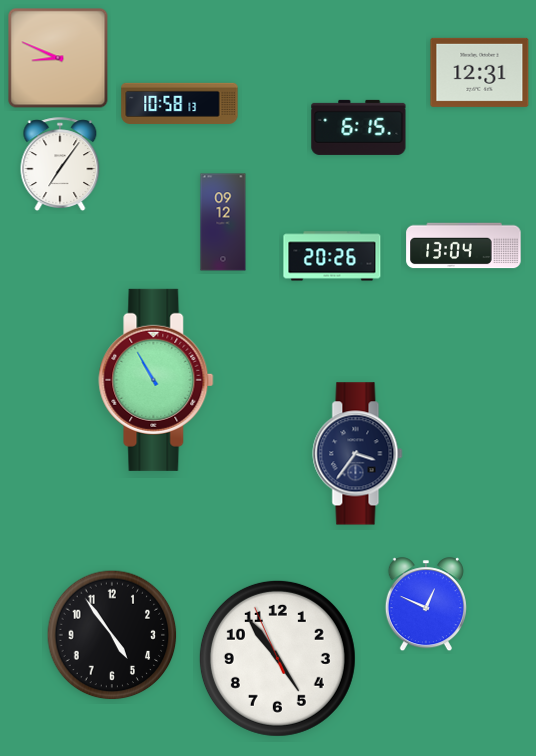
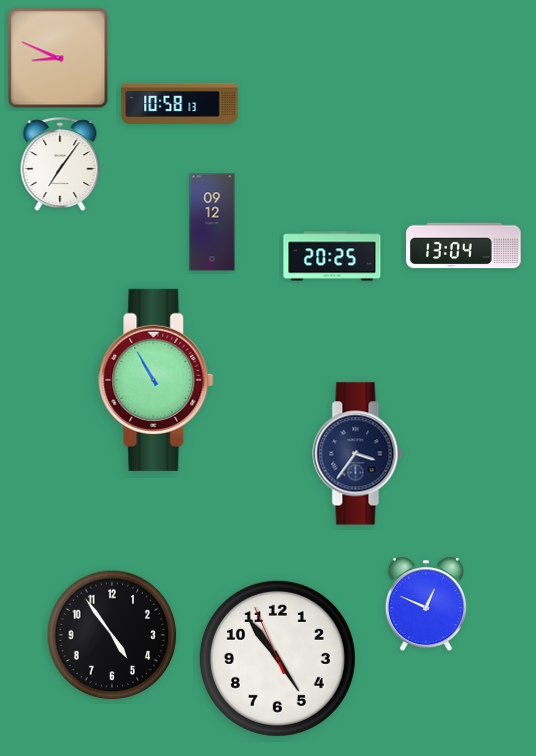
clock at (480, 72): 12:31 -> none
clock at (359, 127): 6:15 -> none
clock at (223, 222) position: (223, 222) -> (212, 222)
clock at (332, 256): 20:26 -> 20:25
